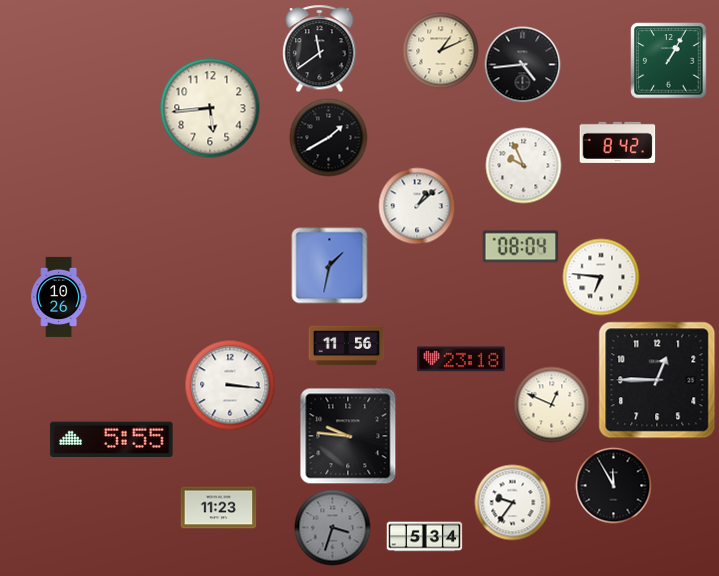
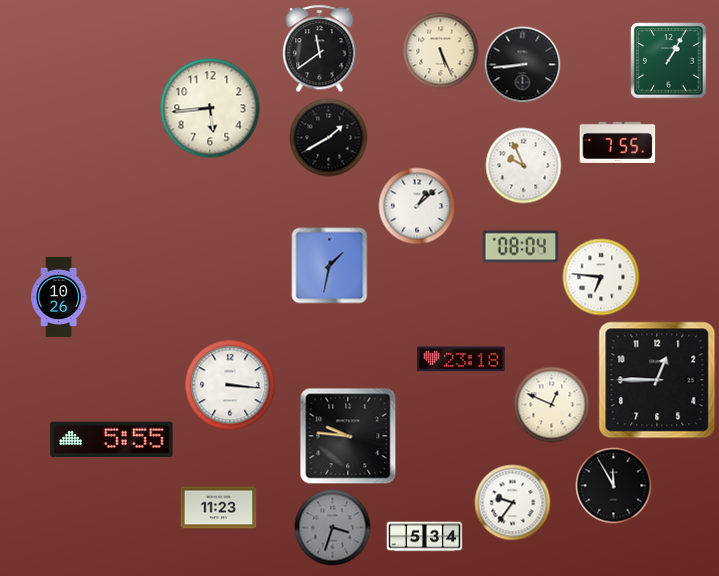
clock at (441, 51): 1:11 -> 5:26
clock at (523, 65): 4:44 -> 8:44
clock at (618, 142): 8:42 -> 7:55
clock at (347, 346): 11:56 -> none
